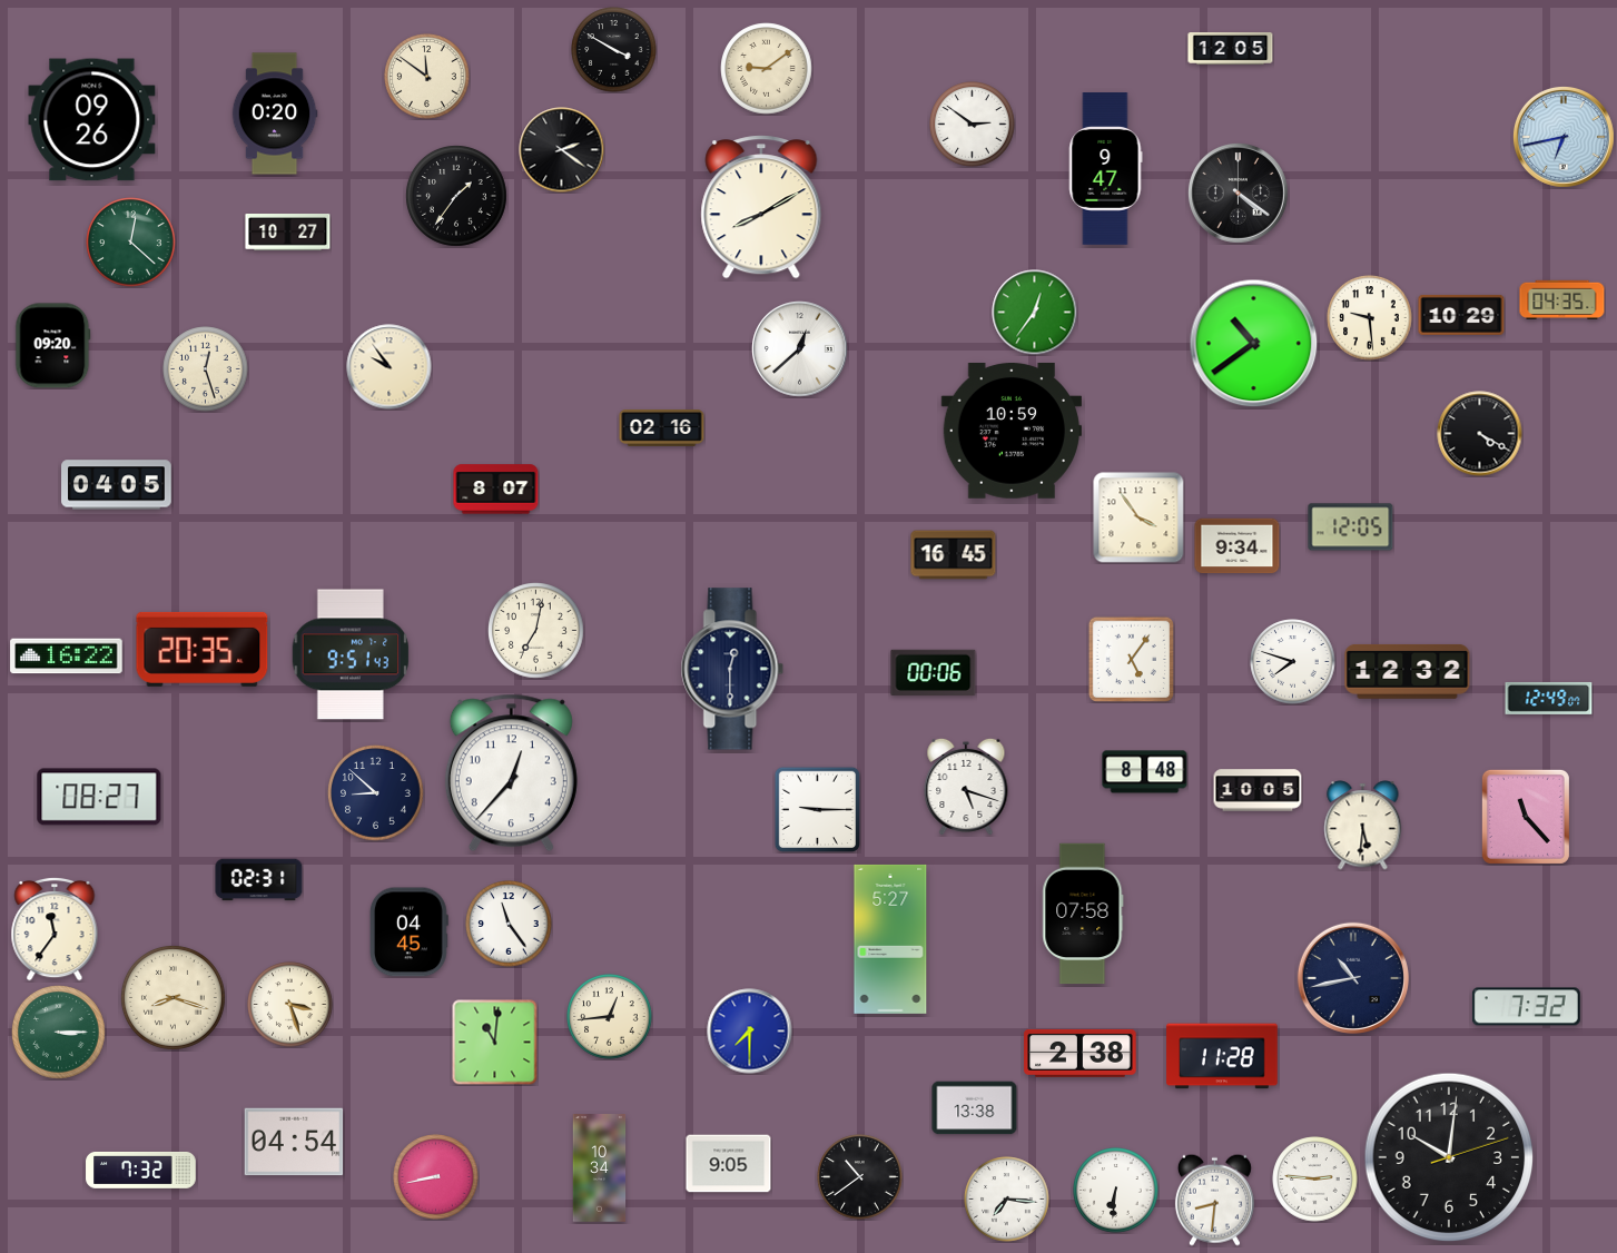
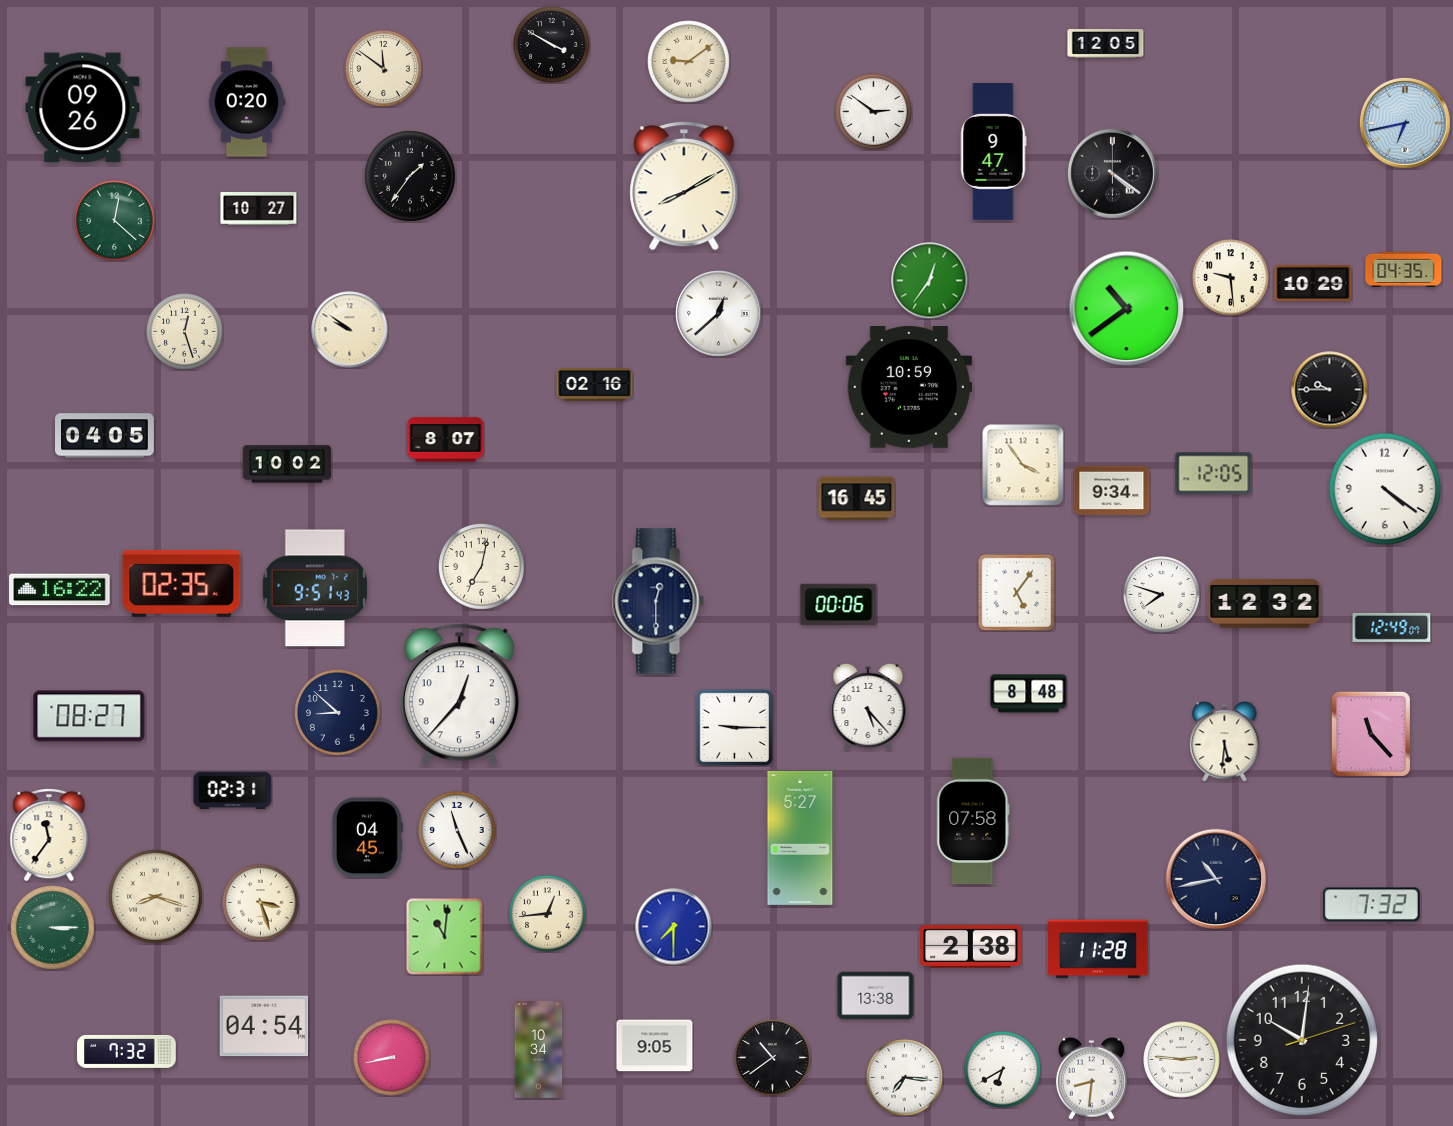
clock at (562, 150): 2:21 -> none
clock at (131, 243) position: (131, 243) -> (115, 221)
clock at (1370, 318) position: (1370, 318) -> (1231, 278)
clock at (53, 346): 09:20 -> none
clock at (390, 367): 9:54 -> 9:51
clock at (1480, 434): 4:20 -> 9:45
clock at (287, 464): none -> 10:02
clock at (1385, 489): none -> 4:21
clock at (203, 649): 20:35 -> 02:35
clock at (966, 787): 5:18 -> 5:23
clock at (1258, 790): 10:05 -> none
clock at (509, 924): 11:24 -> 11:26
clock at (890, 939) position: (890, 939) -> (800, 838)
clock at (1116, 1191): 6:31 -> 6:40
